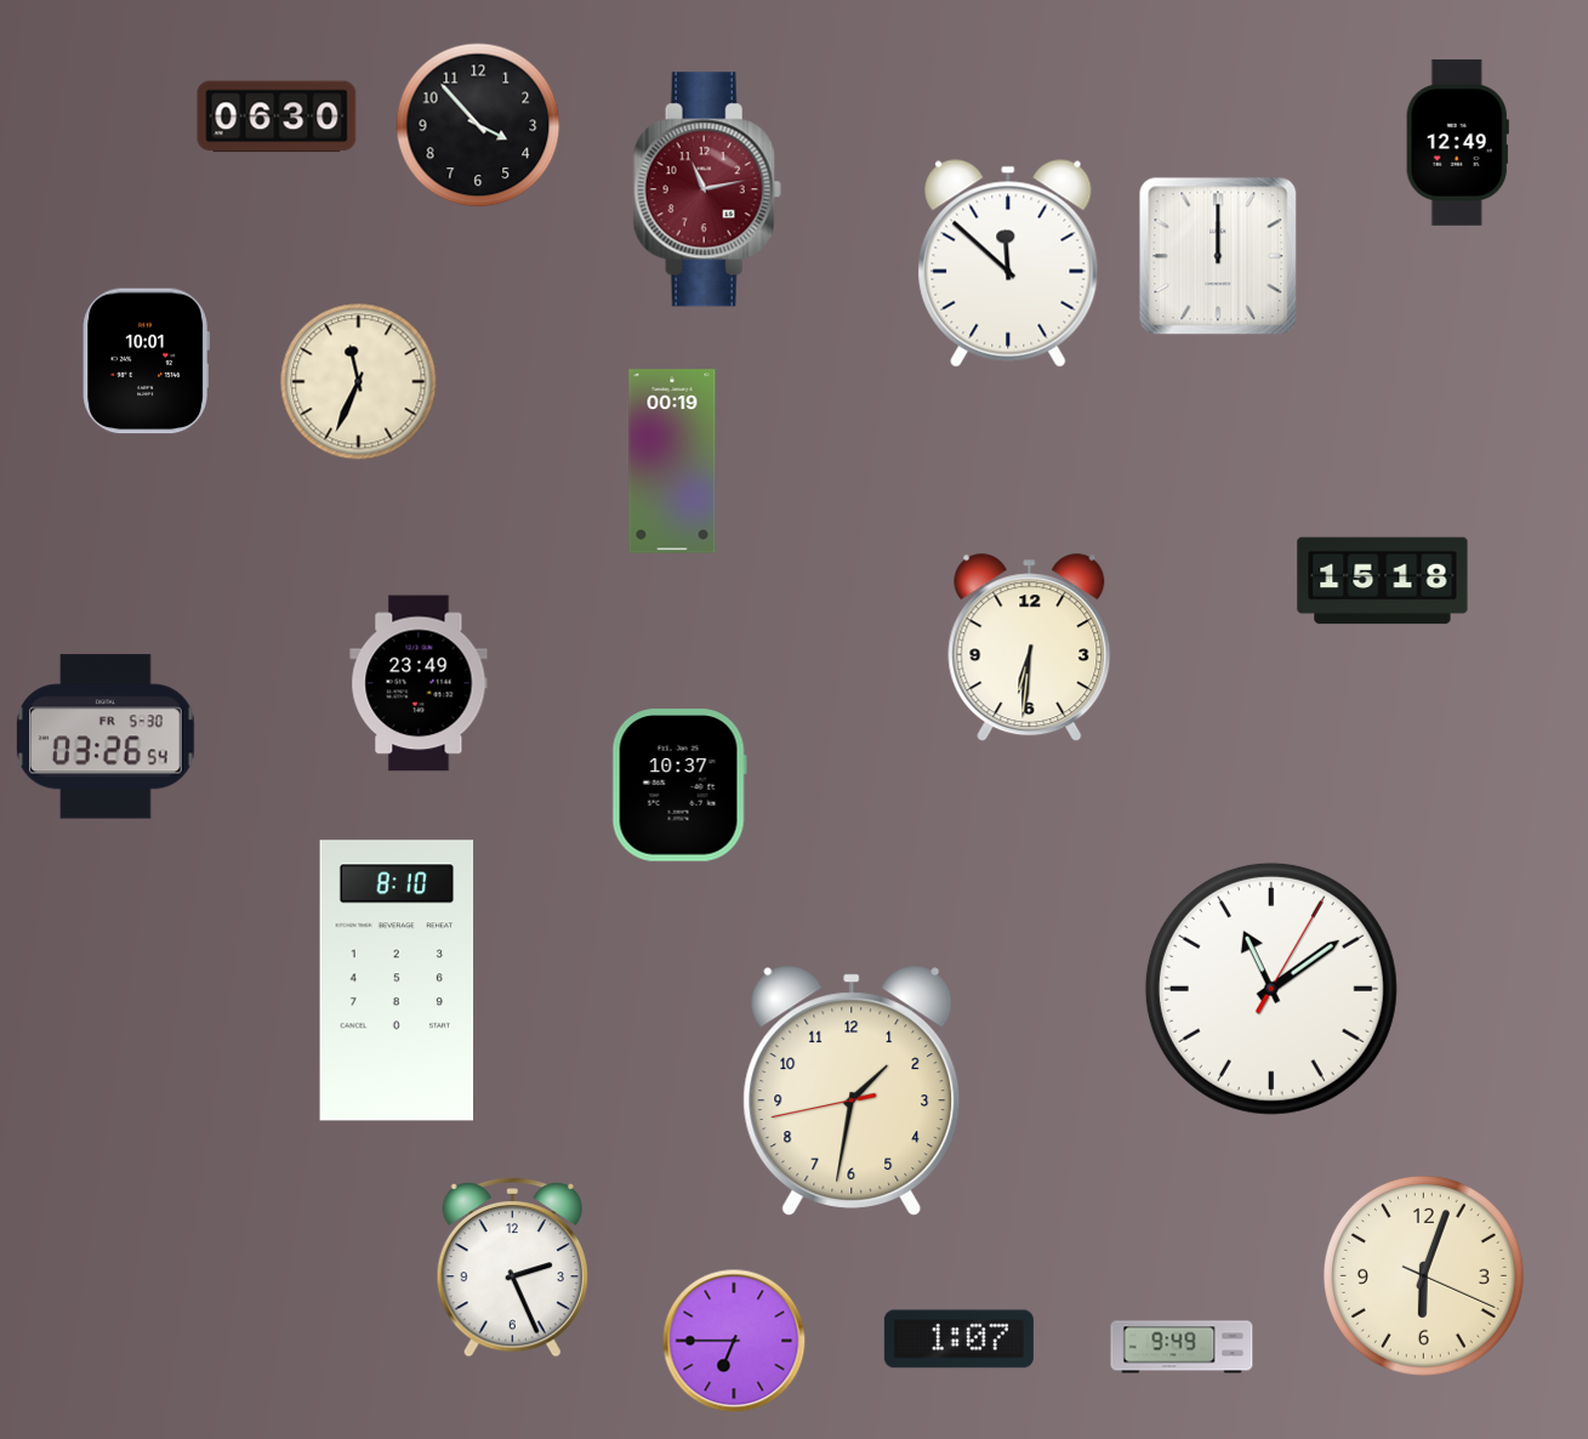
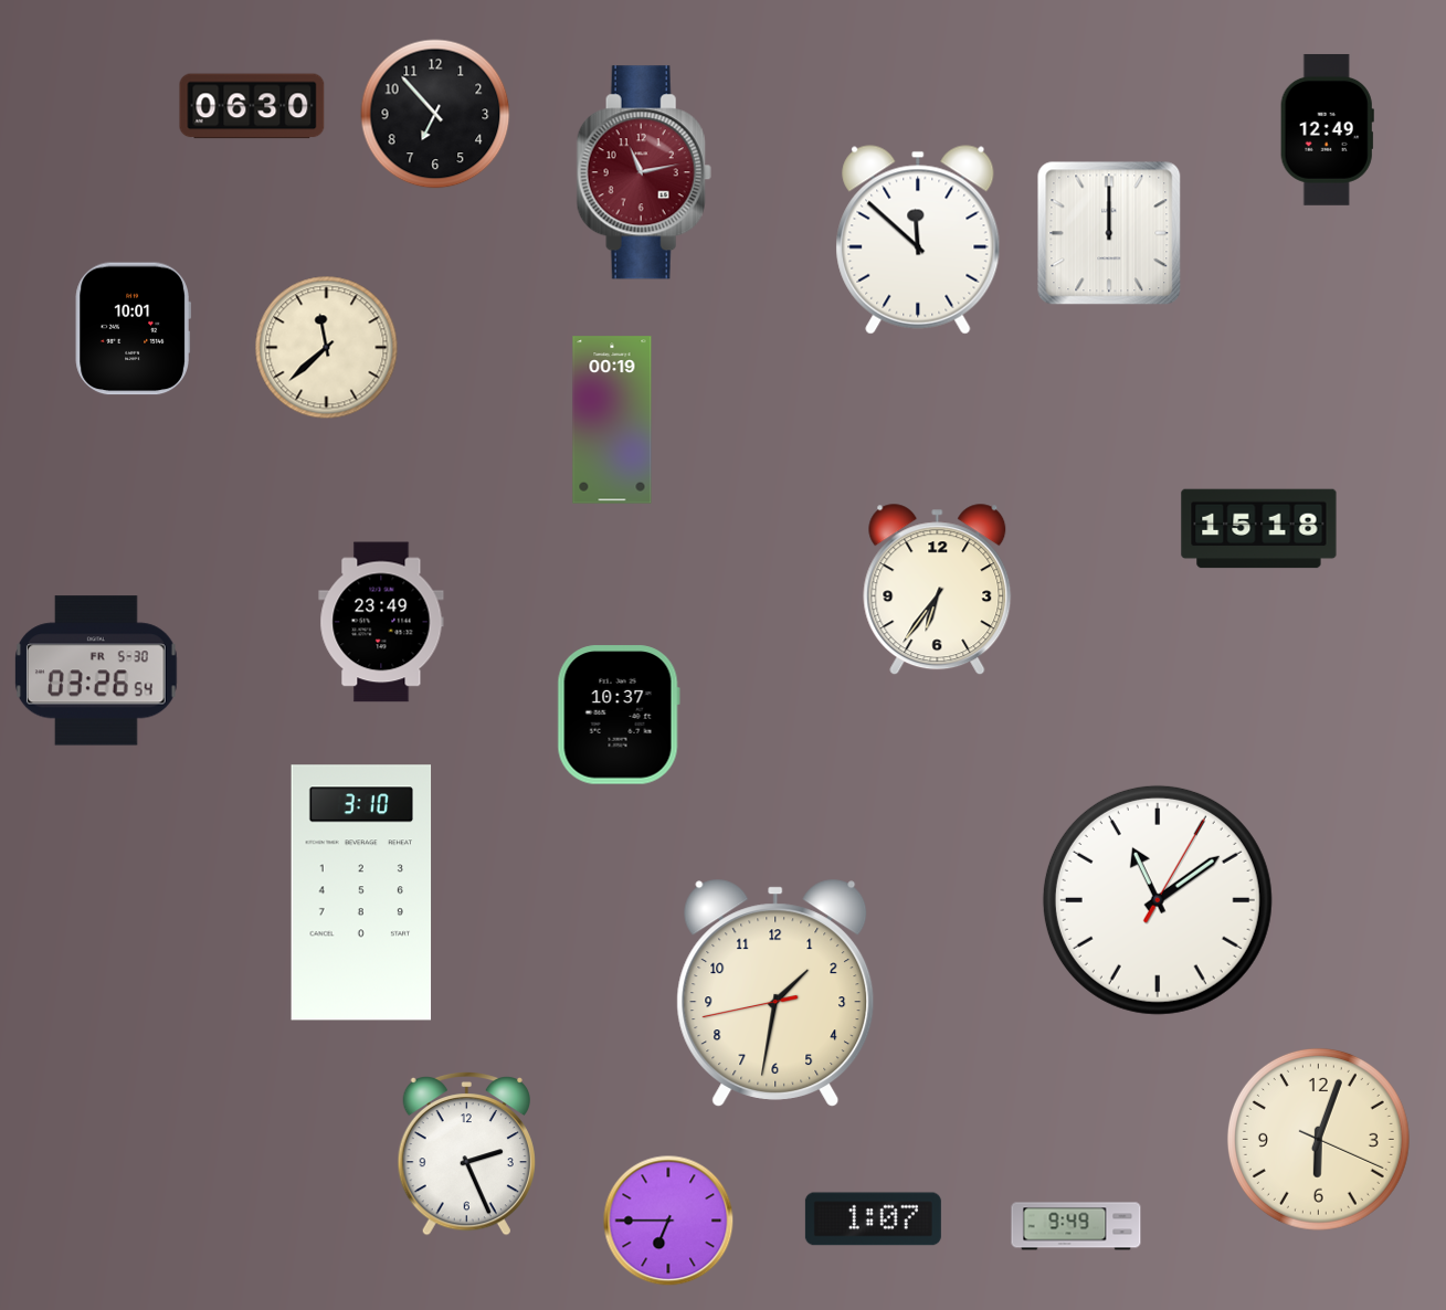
clock at (478, 125): 3:53 -> 6:53
clock at (359, 382): 11:34 -> 11:38
clock at (1030, 648): 6:31 -> 6:36
clock at (397, 980): 8:10 -> 3:10
clock at (1423, 1275) position: (1423, 1275) -> (1318, 1139)
